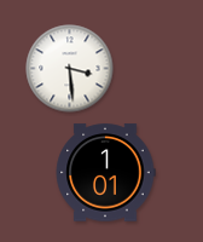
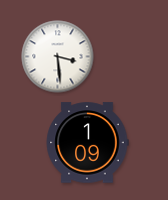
clock at (105, 173): 1:01 -> 1:09
